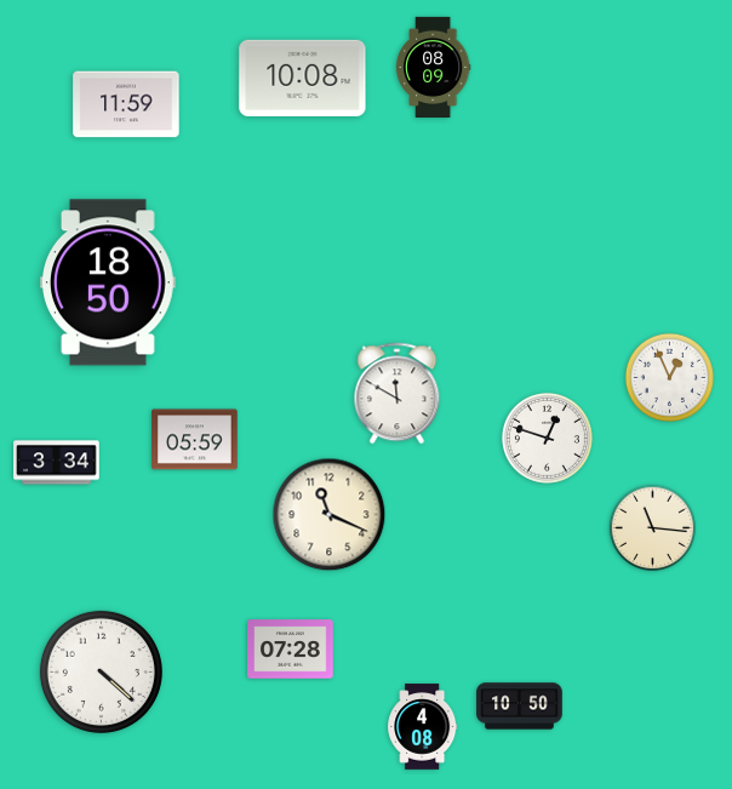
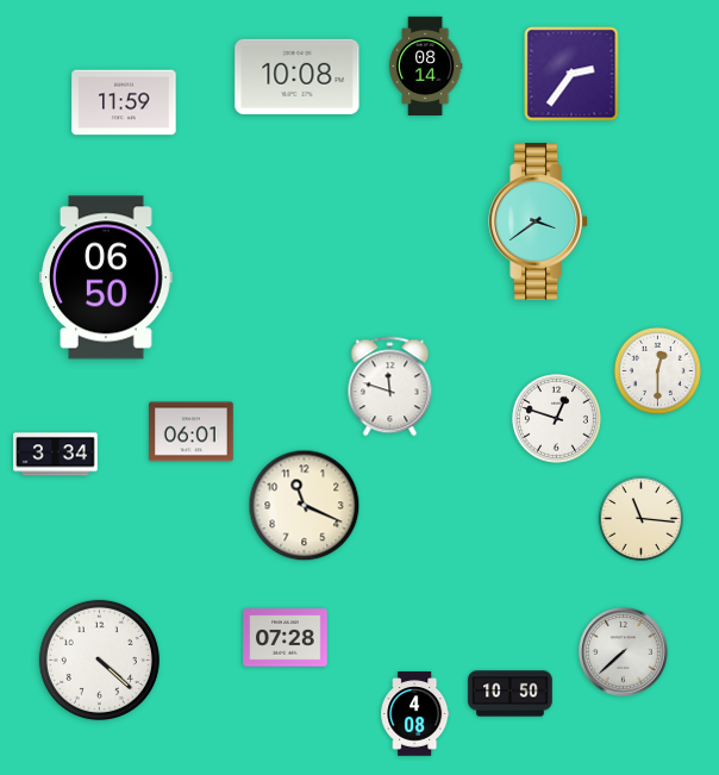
clock at (433, 67): 08:09 -> 08:14
clock at (571, 74): none -> 2:36
clock at (538, 223): none -> 3:39
clock at (108, 282): 18:50 -> 06:50
clock at (669, 377): 12:56 -> 12:30
clock at (398, 394): 11:50 -> 11:48
clock at (547, 438) position: (547, 438) -> (556, 418)
clock at (195, 440): 05:59 -> 06:01
clock at (330, 515) position: (330, 515) -> (305, 506)
clock at (624, 652): none -> 7:38
